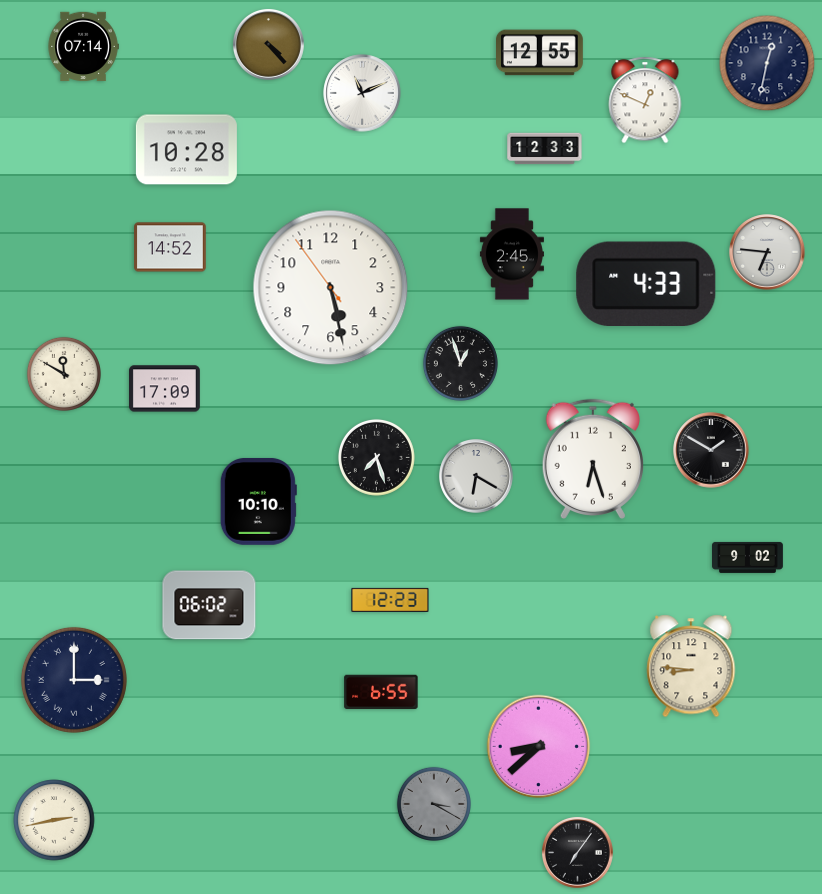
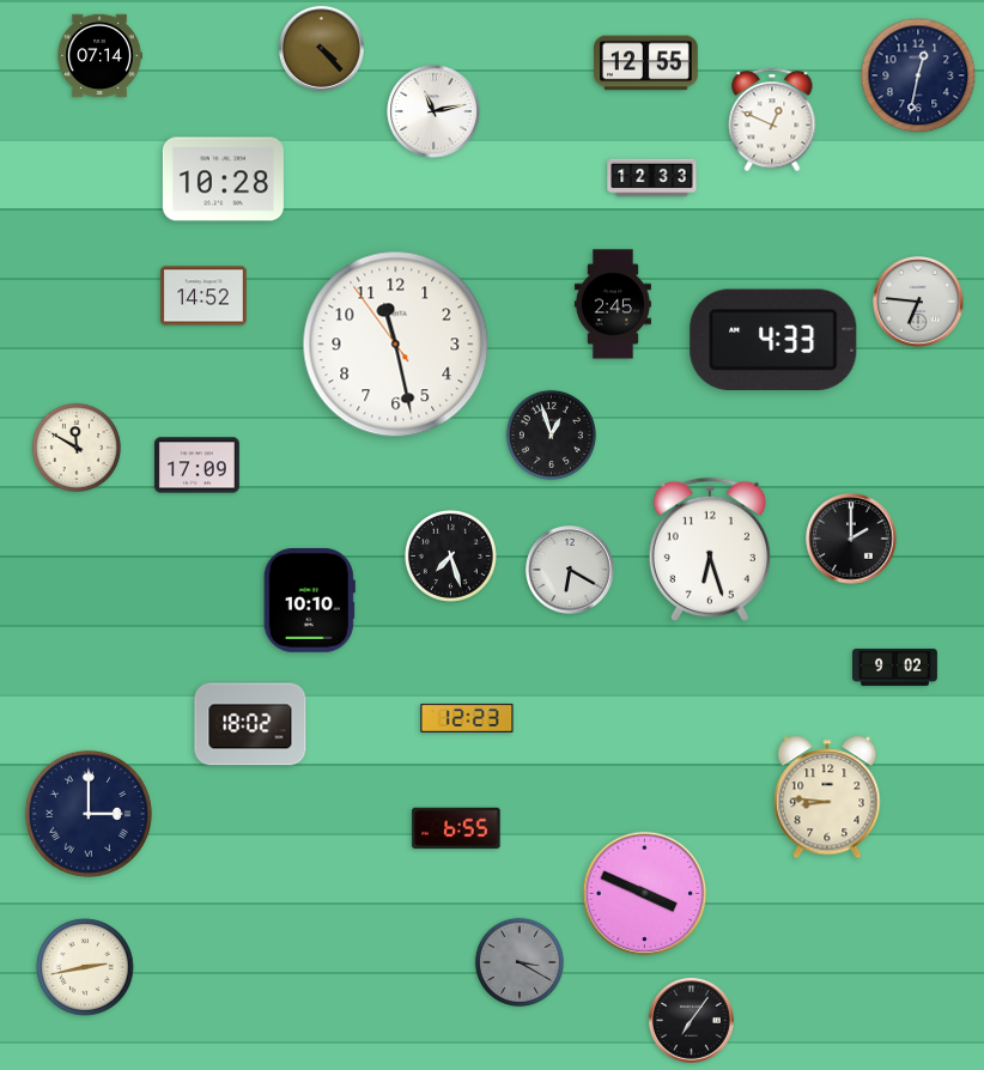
clock at (269, 45) position: (269, 45) -> (322, 49)
clock at (362, 93): 11:11 -> 11:13
clock at (331, 288): 5:27 -> 11:27
clock at (711, 450): 1:50 -> 2:00
clock at (376, 457) position: (376, 457) -> (450, 555)
clock at (209, 605): 06:02 -> 18:02
clock at (539, 747): 8:38 -> 3:49
clock at (54, 820) position: (54, 820) -> (85, 967)
